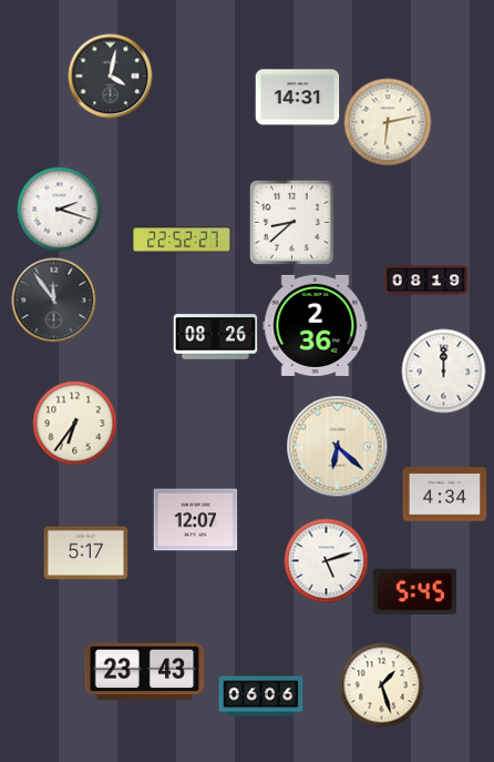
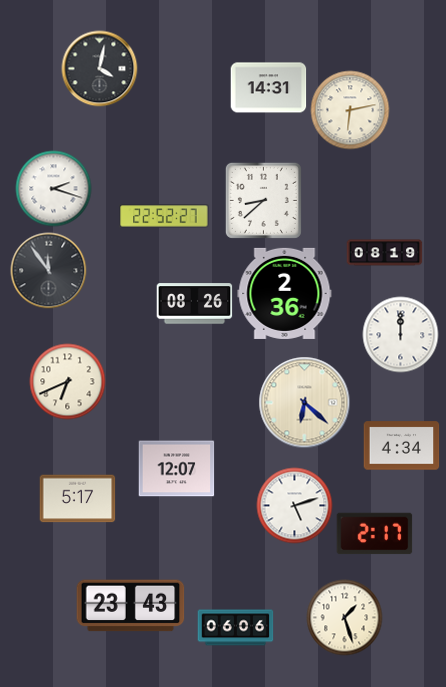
clock at (75, 424): 6:36 -> 6:41
clock at (415, 592): 5:45 -> 2:17
